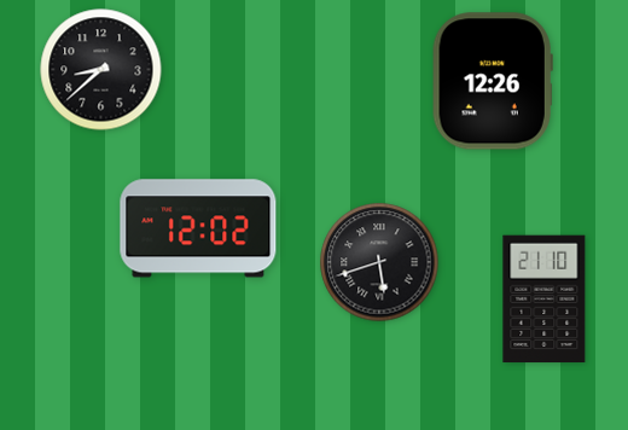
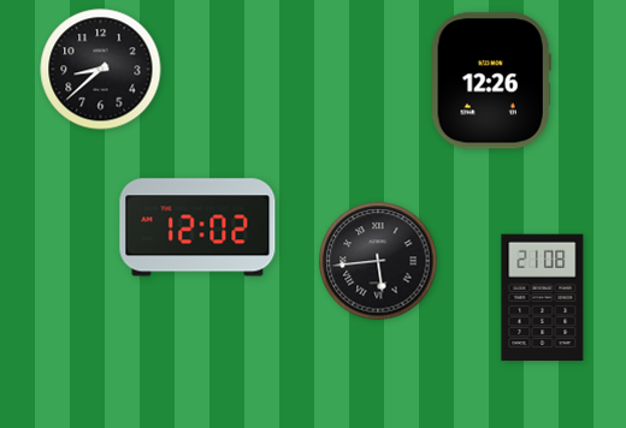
clock at (379, 262): 5:42 -> 5:44
clock at (545, 300): 21:10 -> 21:08
